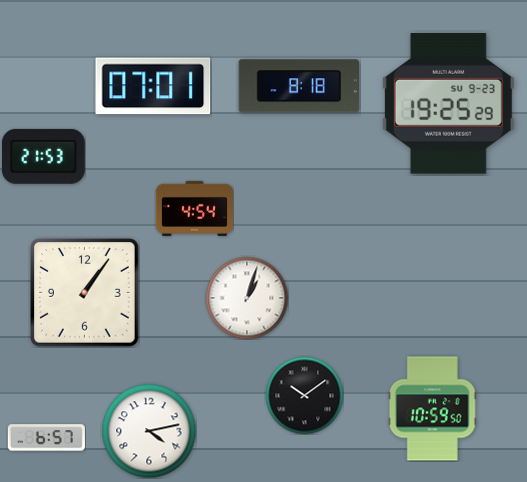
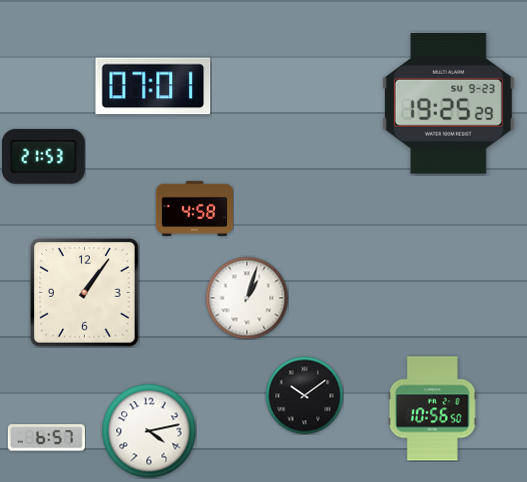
clock at (299, 86): 8:18 -> none
clock at (194, 208): 4:54 -> 4:58
clock at (432, 409): 10:59 -> 10:56
